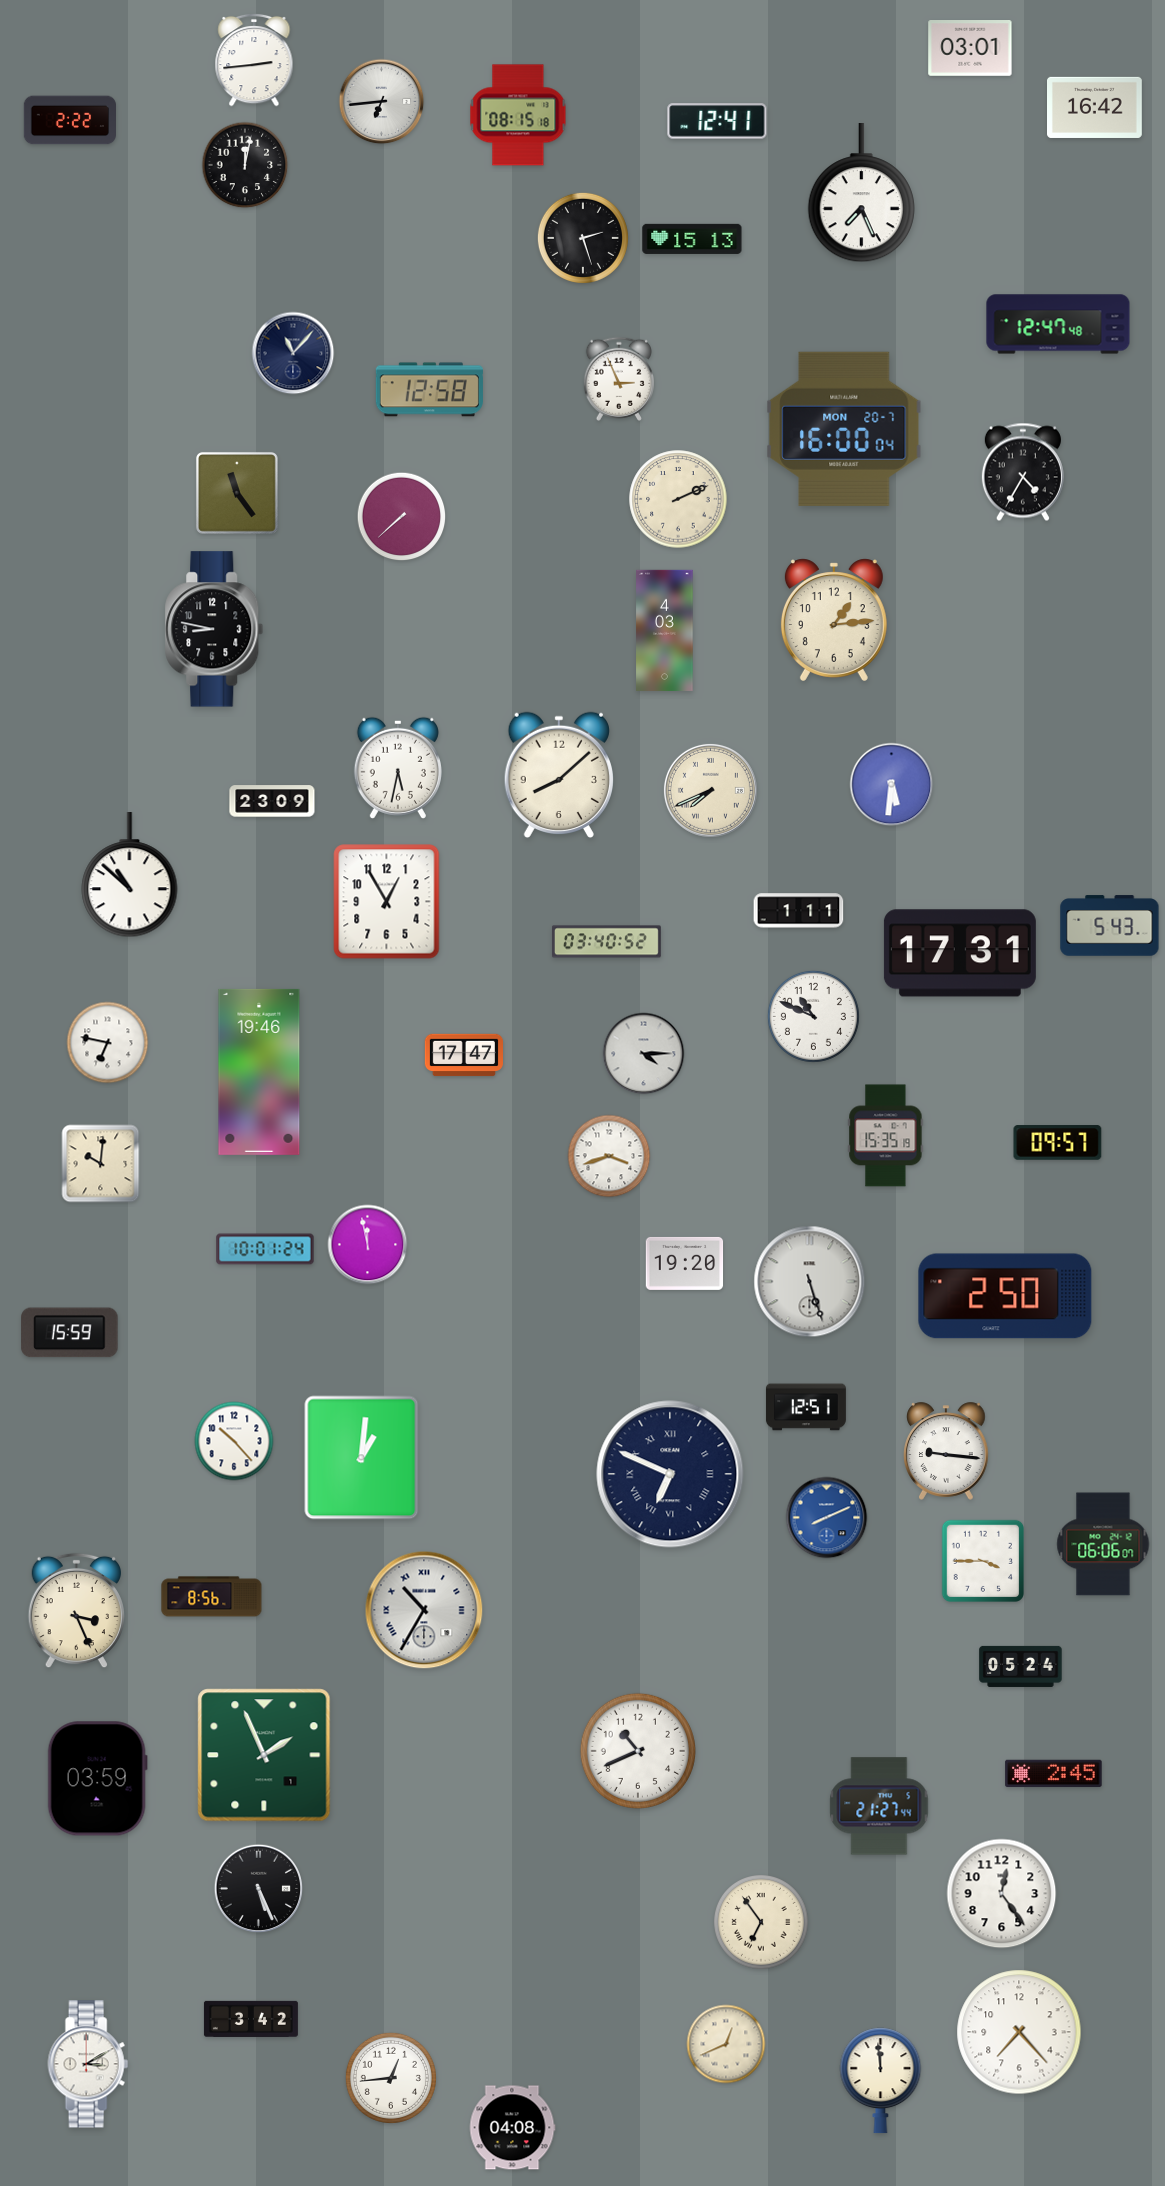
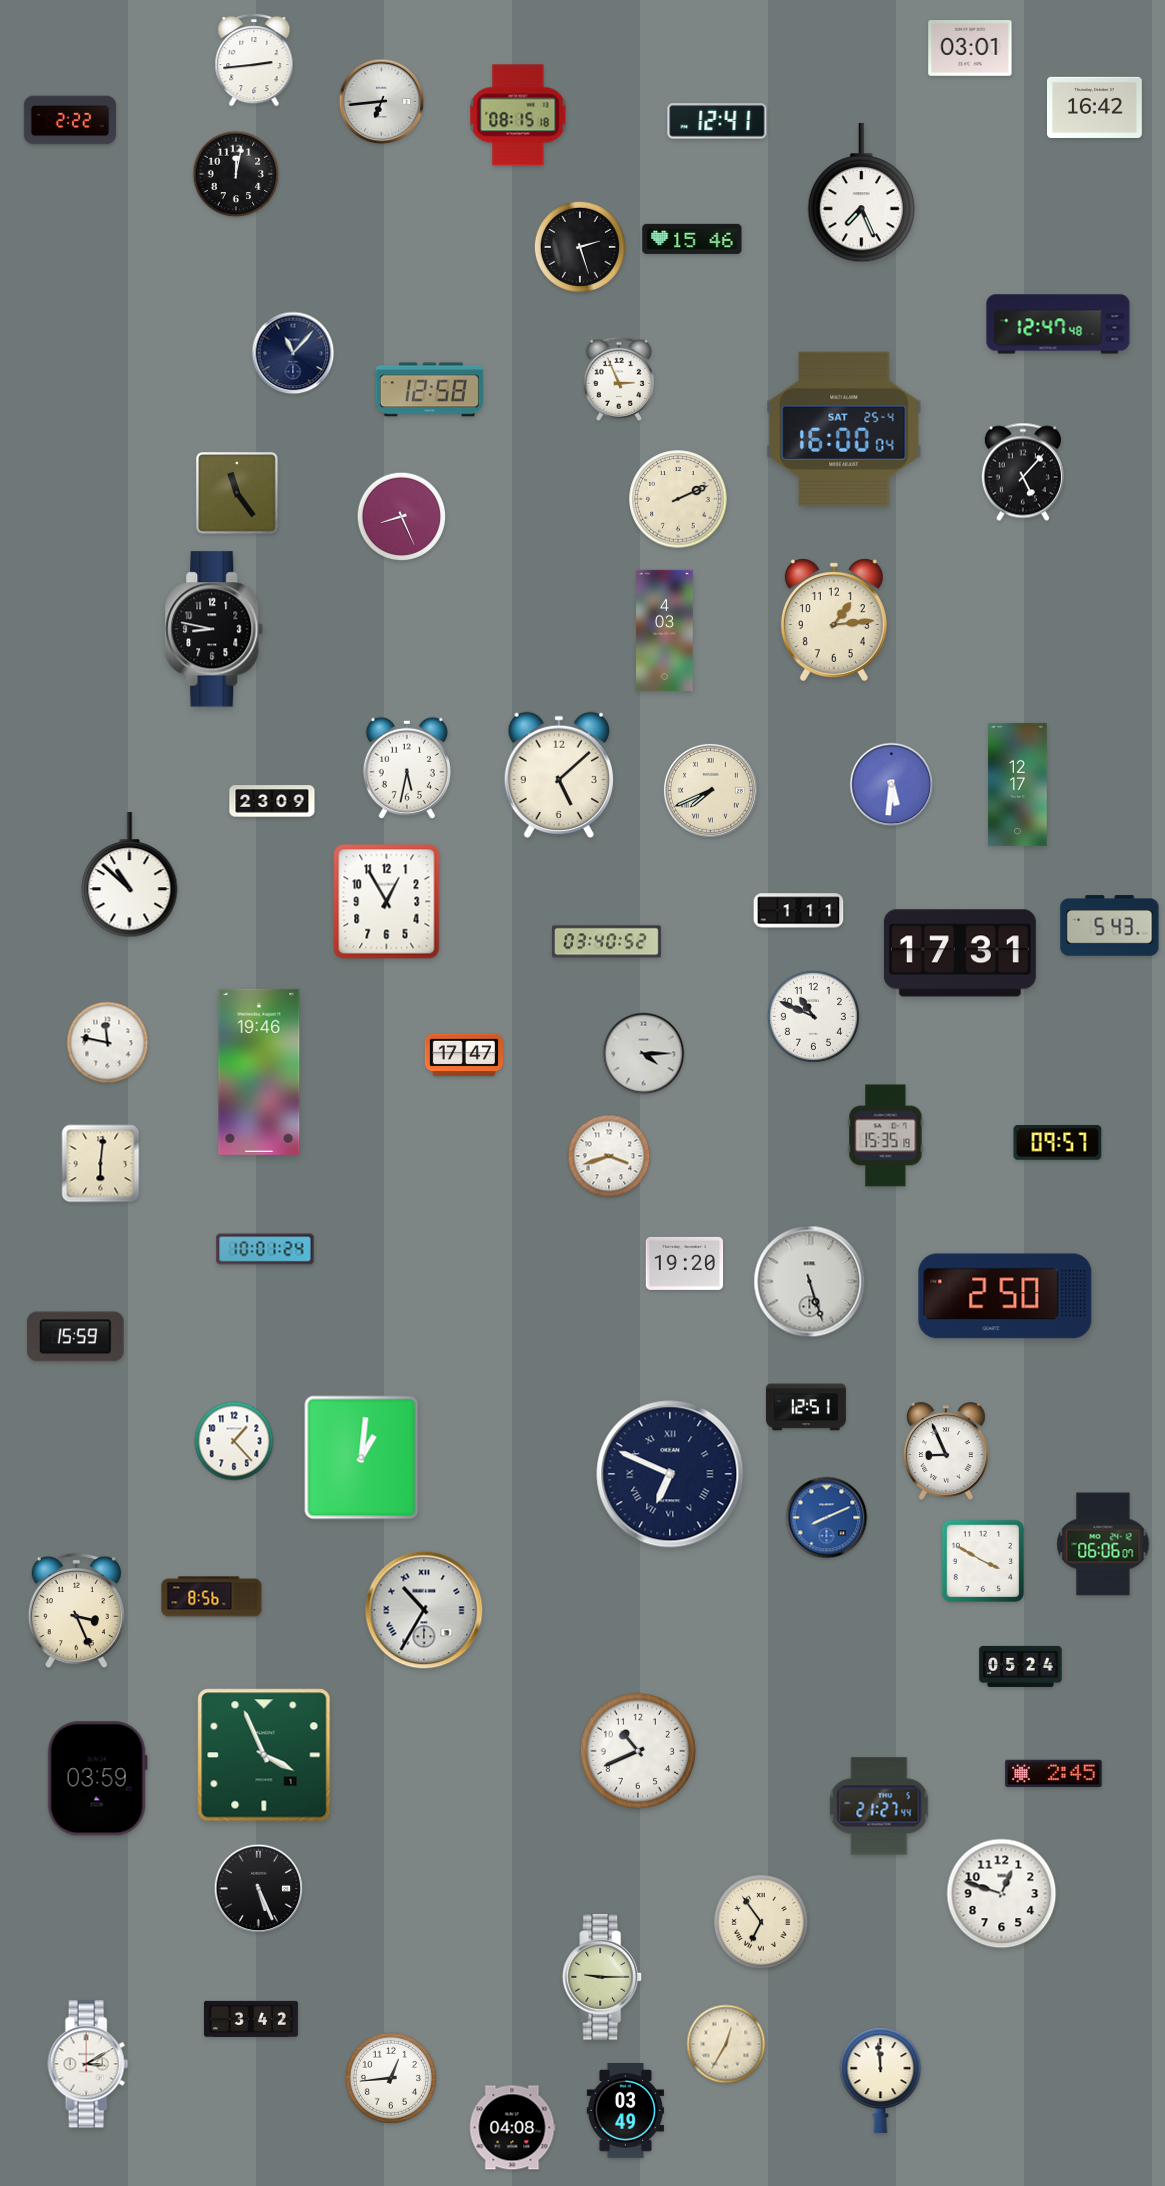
clock at (245, 165) position: (245, 165) -> (236, 174)
clock at (583, 238) position: (583, 238) -> (580, 247)
clock at (692, 239): 15:13 -> 15:46
clock at (844, 429) date: MON 20-7 -> SAT 25-4
clock at (1023, 472): 4:35 -> 5:07
clock at (402, 517): 7:38 -> 8:26
clock at (398, 768) position: (398, 768) -> (407, 768)
clock at (559, 775): 8:08 -> 5:08
clock at (1018, 784): none -> 12:17
clock at (108, 1043): 6:47 -> 11:47
clock at (101, 1164): 10:01 -> 6:01
clock at (368, 1245): 11:58 -> none
clock at (70, 1333) position: (70, 1333) -> (76, 1337)
clock at (234, 1441): 10:23 -> 1:23
clock at (947, 1451): 9:16 -> 8:56
clock at (982, 1560): 3:45 -> 3:50
clock at (264, 1755): 1:56 -> 3:56
clock at (1002, 1894): 12:24 -> 12:48
clock at (602, 1977): none -> 9:15
clock at (1019, 2032): 7:23 -> none
clock at (726, 2044): 12:41 -> 12:35
clock at (626, 2111): none -> 03:49
